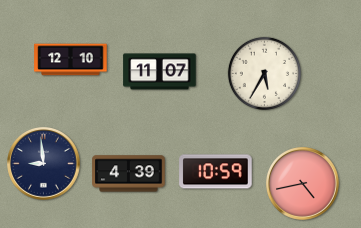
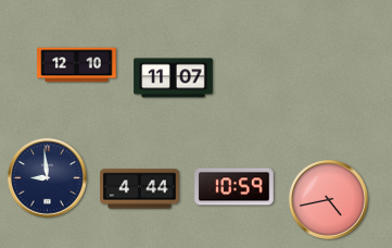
clock at (264, 73): 5:35 -> none
clock at (129, 174): 4:39 -> 4:44
